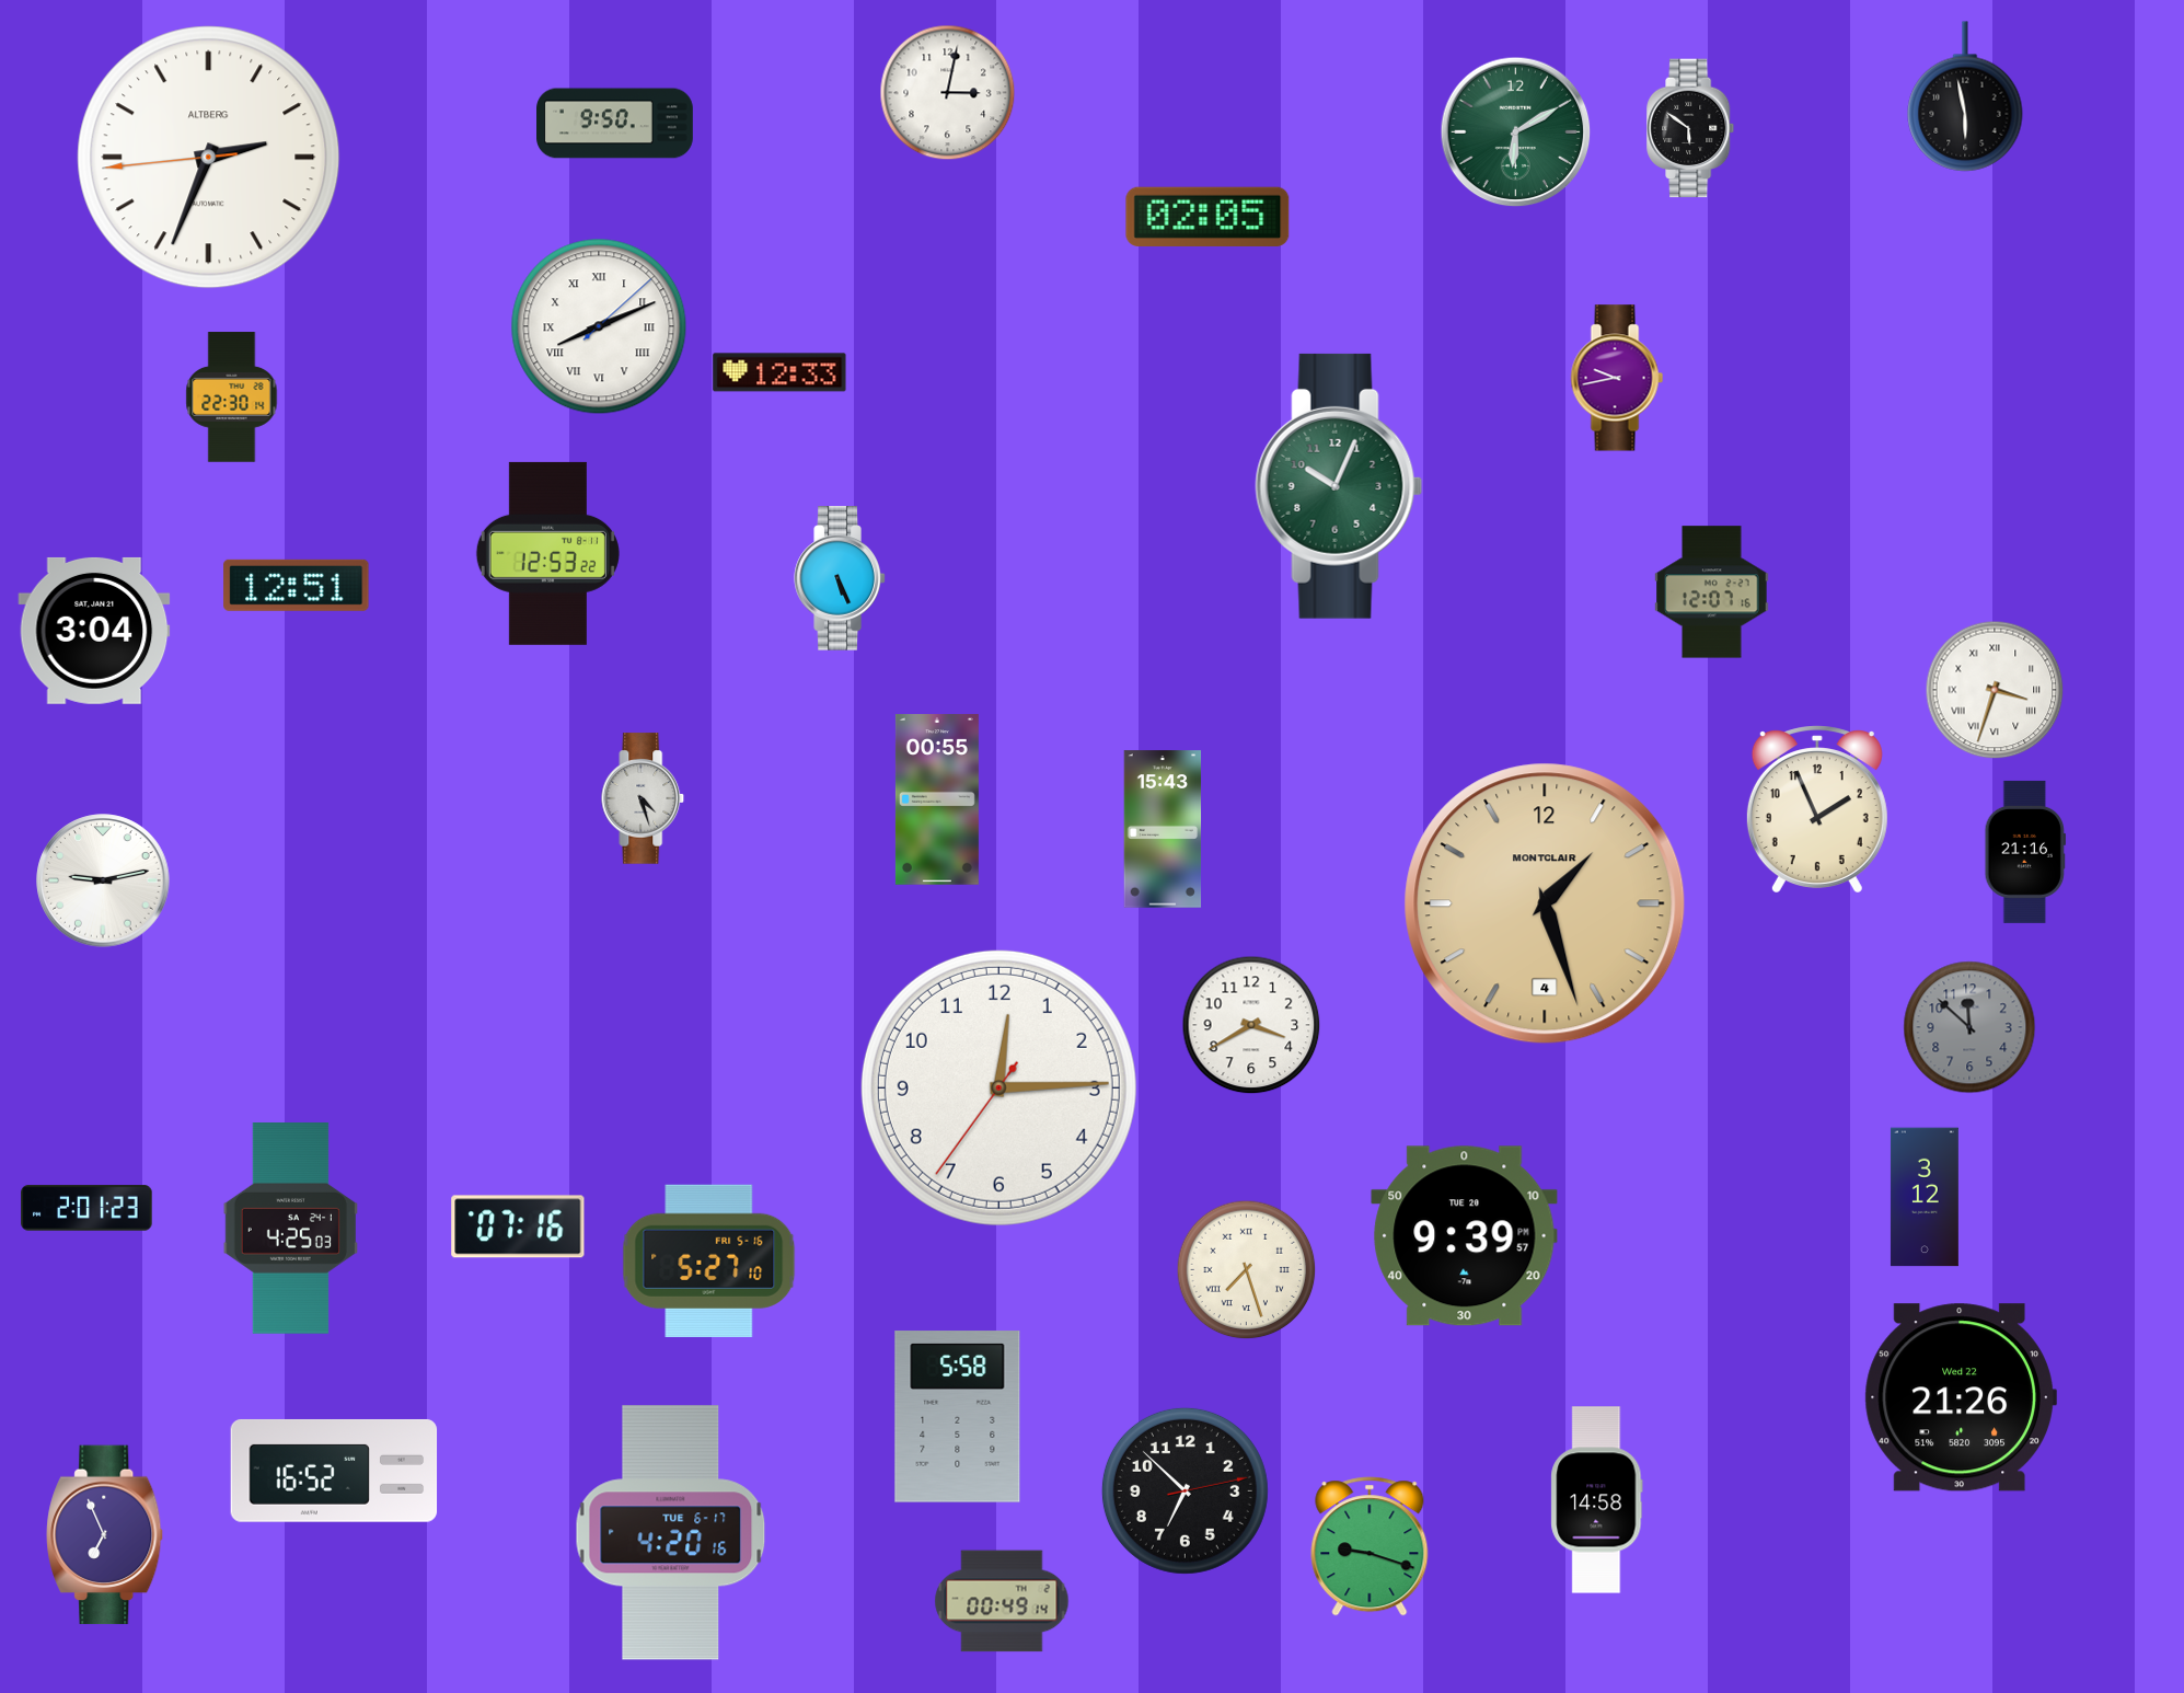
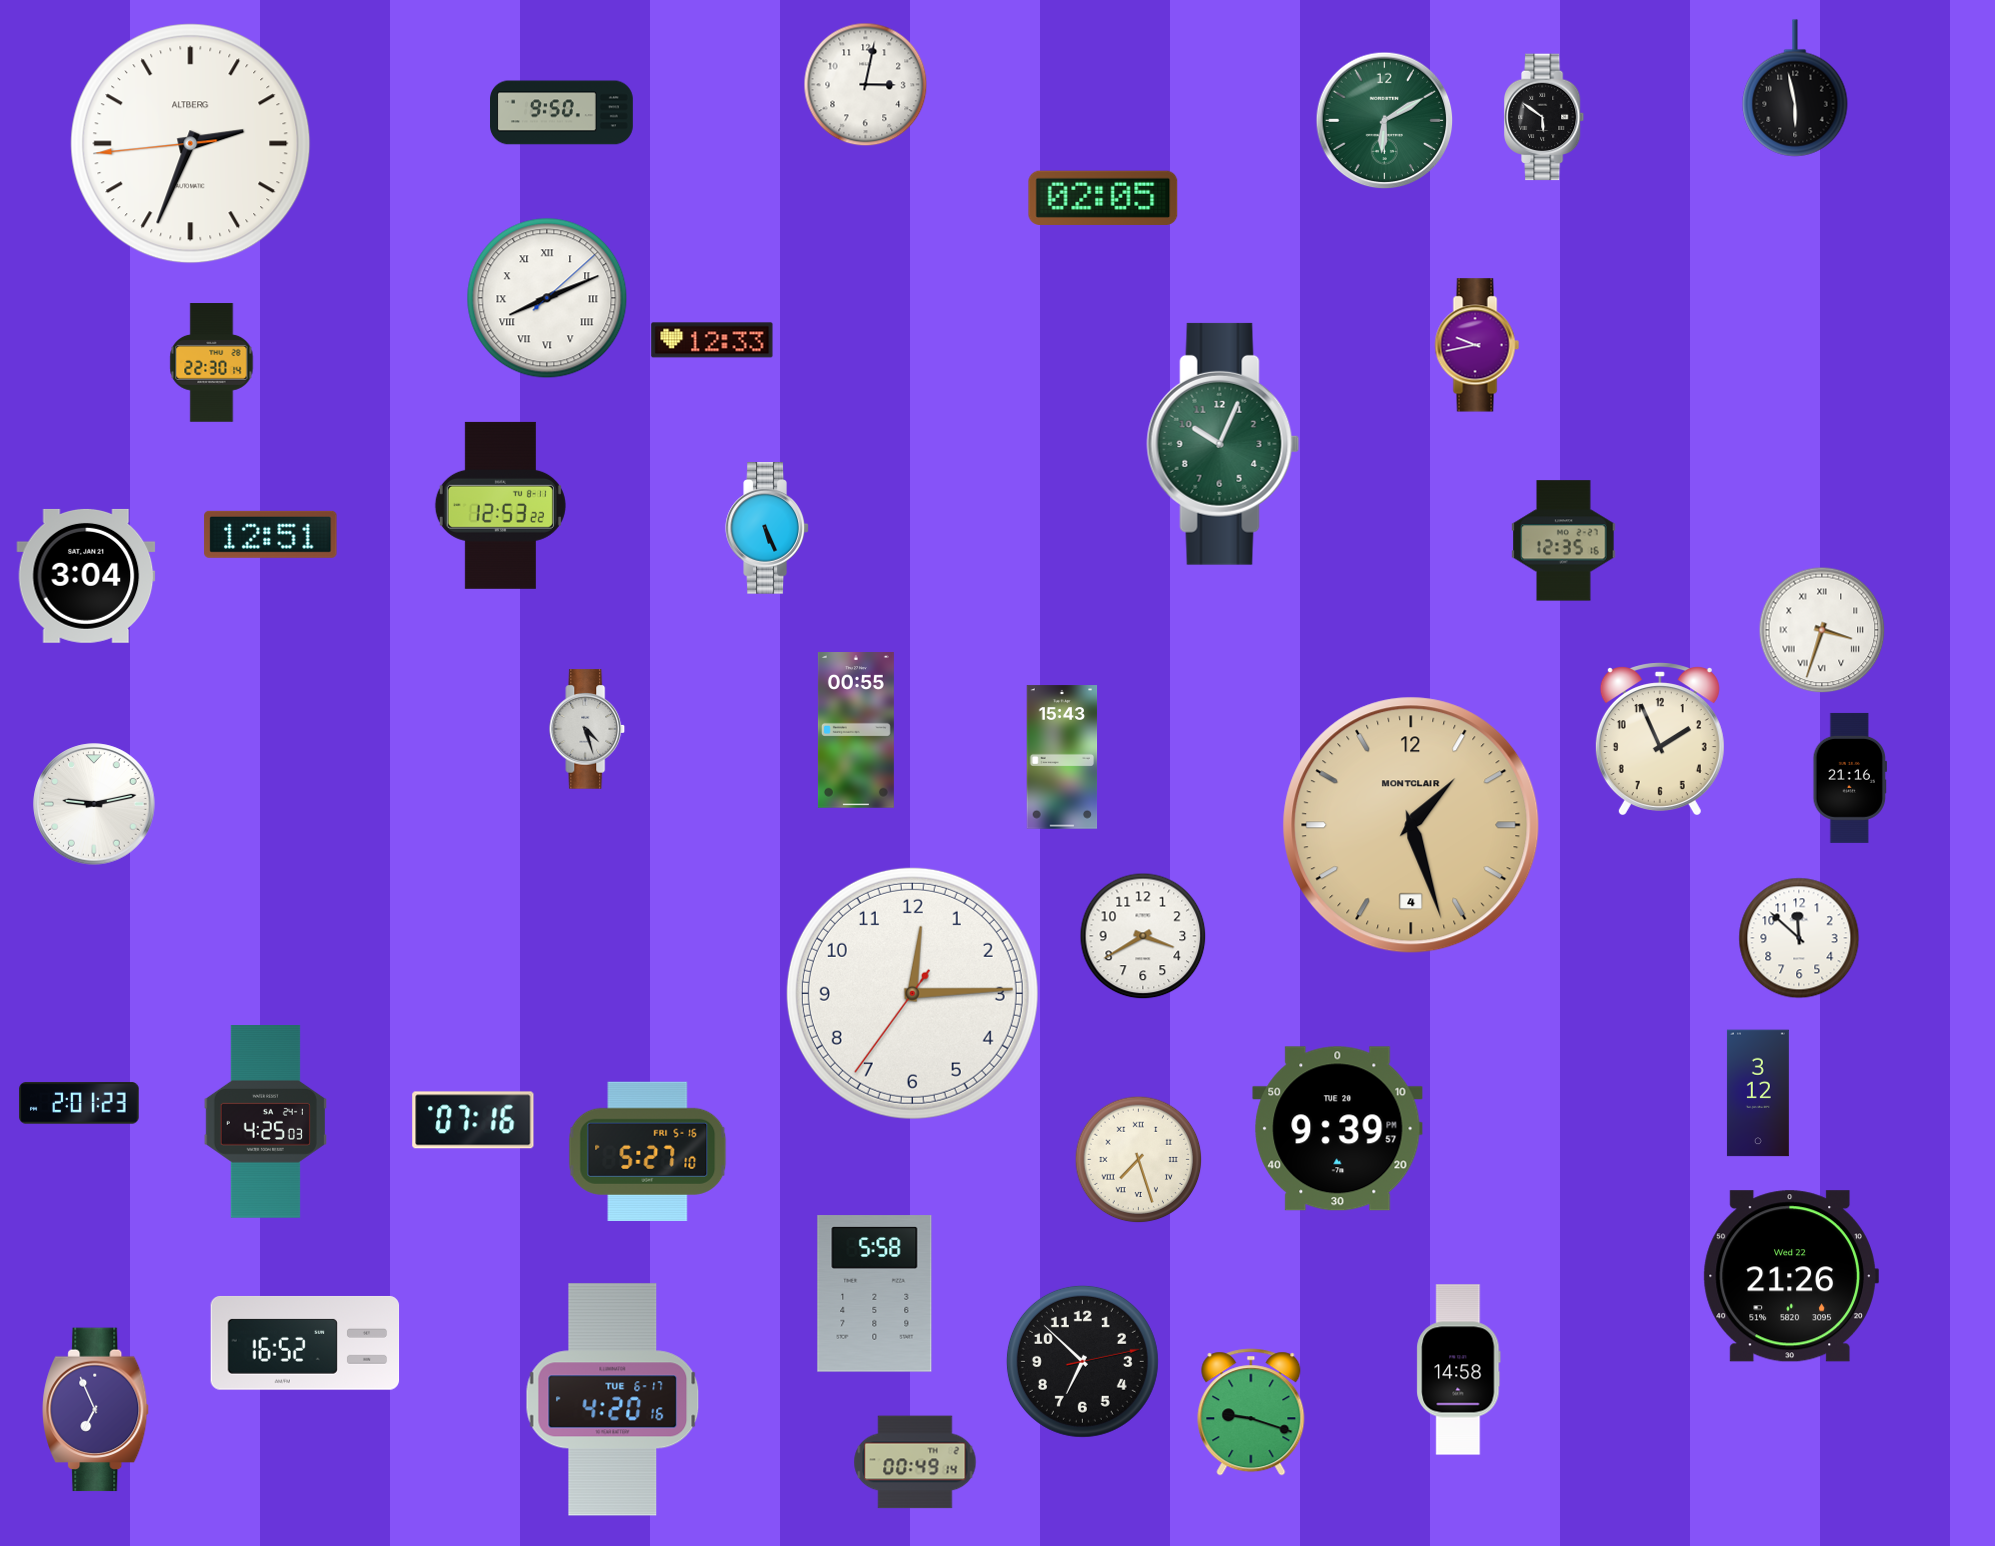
clock at (1712, 592): 12:07 -> 12:35
clock at (1969, 1027) dial: grey -> white
clock at (105, 1535) position: (105, 1535) -> (96, 1410)
